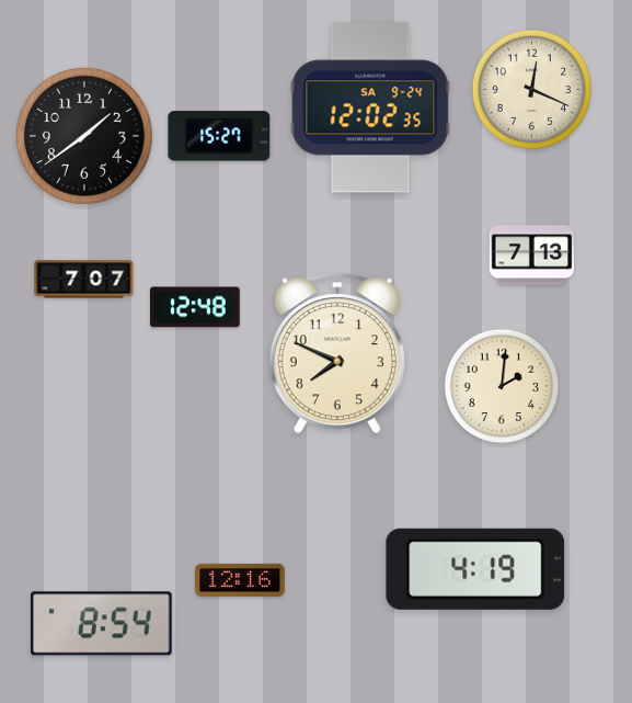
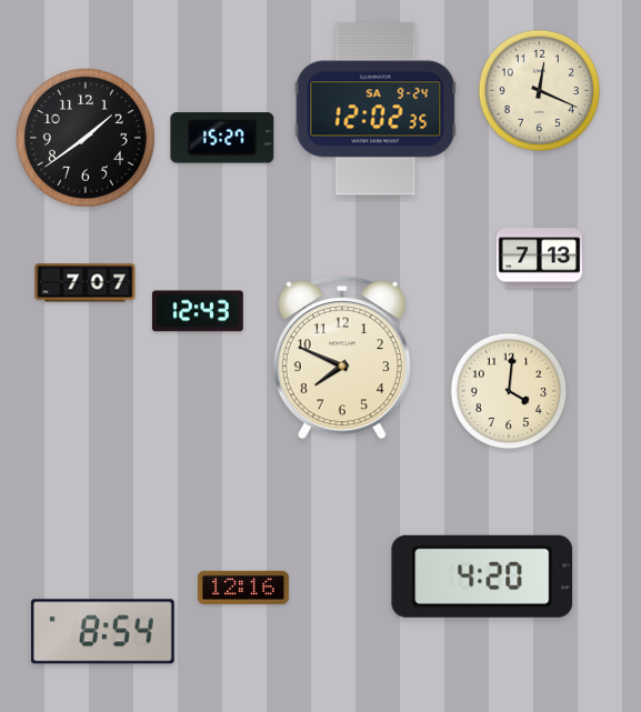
clock at (195, 307): 12:48 -> 12:43
clock at (502, 386): 2:01 -> 4:01
clock at (475, 569): 4:19 -> 4:20
